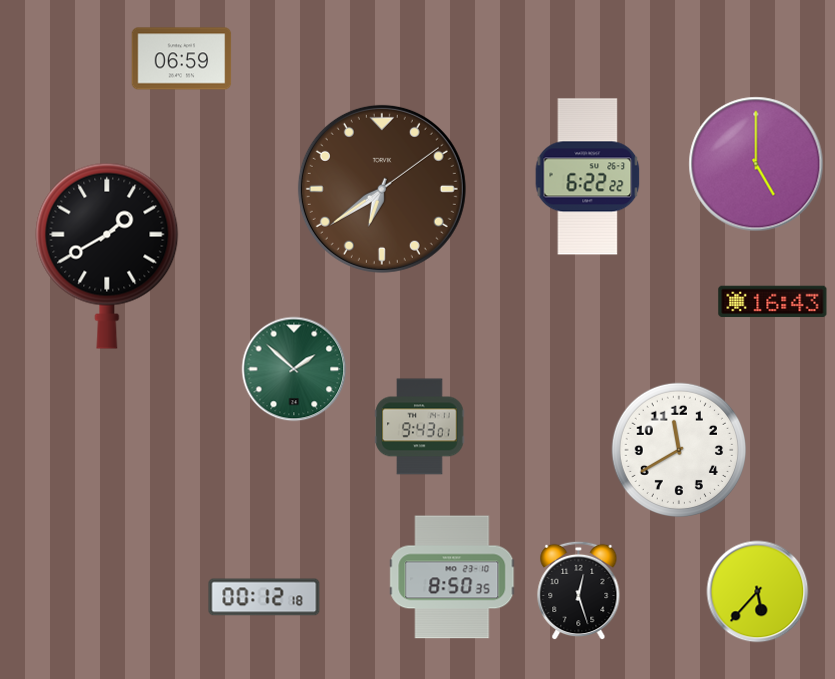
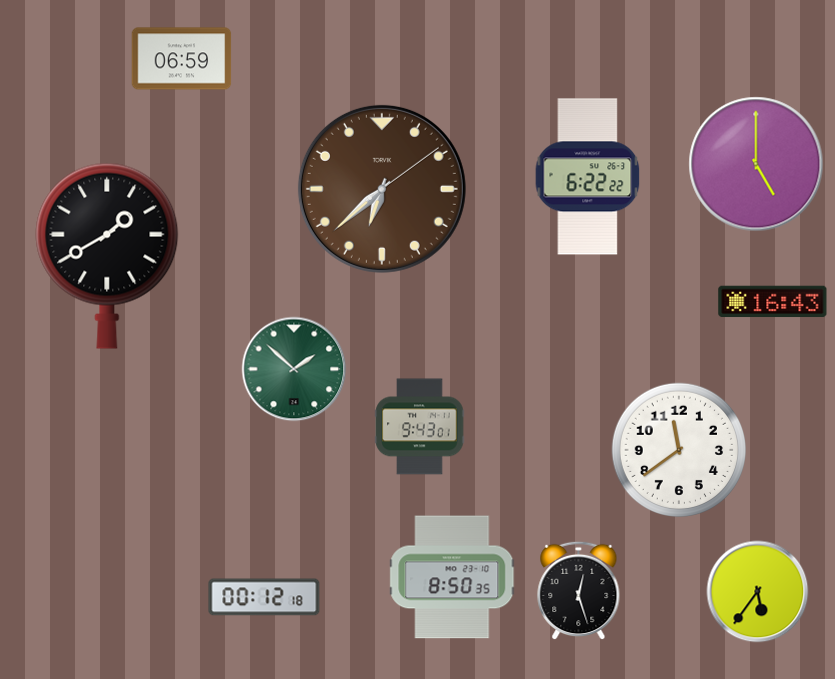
clock at (382, 189): 6:39 -> 6:38
clock at (678, 449): 11:40 -> 11:39
clock at (758, 592): 5:37 -> 5:36
